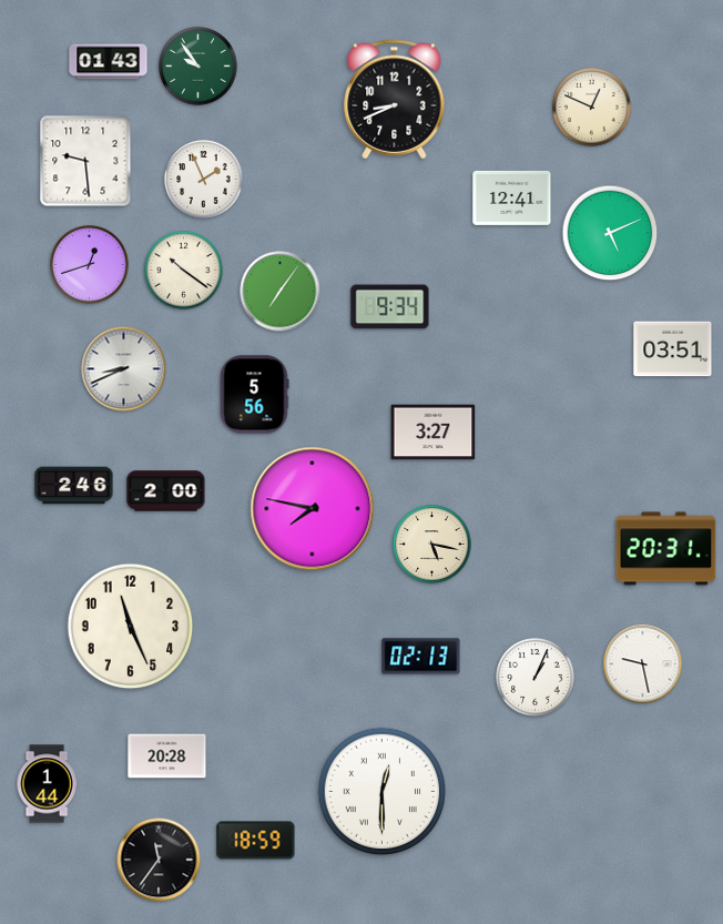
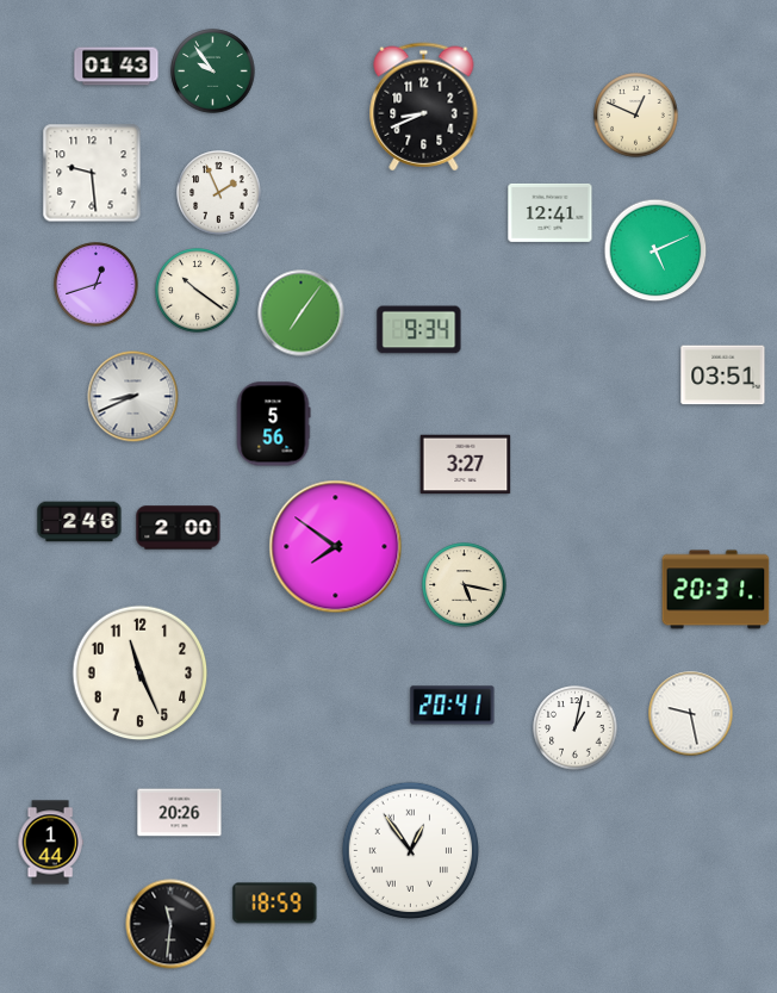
clock at (313, 509): 7:47 -> 7:51
clock at (421, 657): 02:13 -> 20:41
clock at (536, 678): 1:04 -> 1:02
clock at (167, 757): 20:28 -> 20:26
clock at (381, 791): 12:30 -> 12:54
clock at (159, 860): 11:36 -> 11:31
